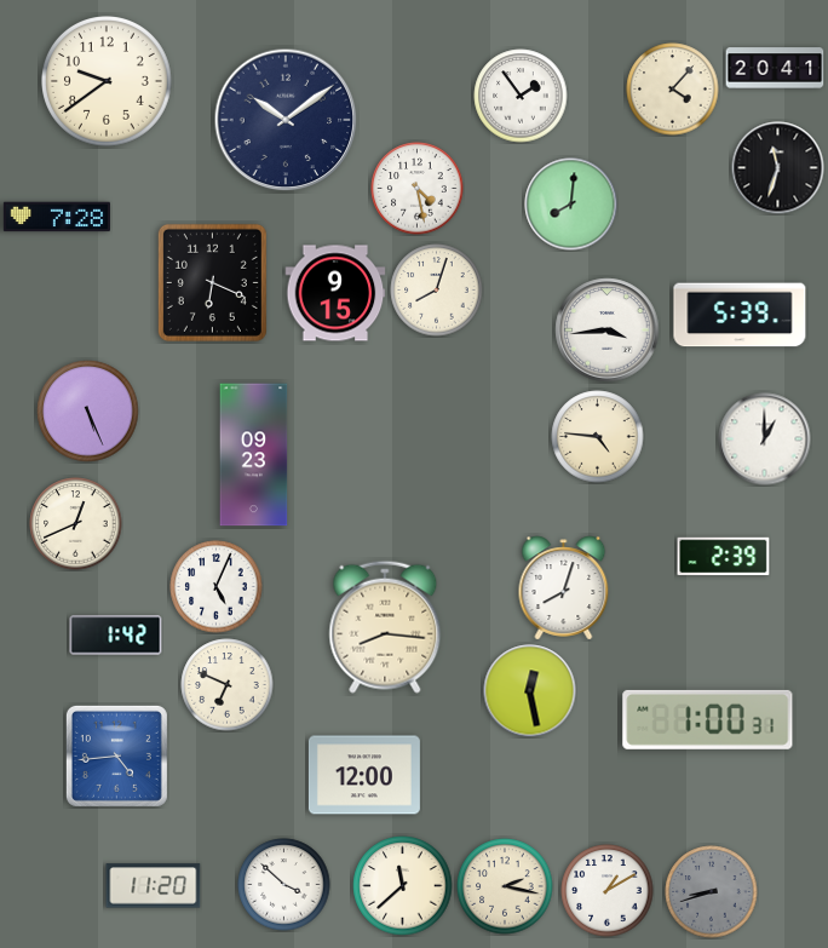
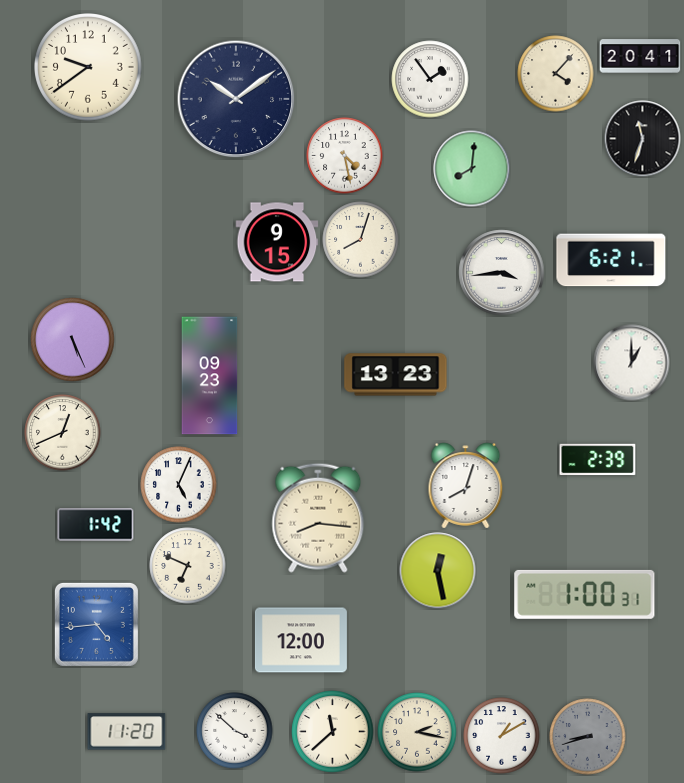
clock at (57, 217): 7:28 -> none
clock at (212, 282): 6:19 -> none
clock at (740, 315): 5:39 -> 6:21
clock at (598, 437): 4:46 -> none
clock at (396, 375): none -> 13:23
